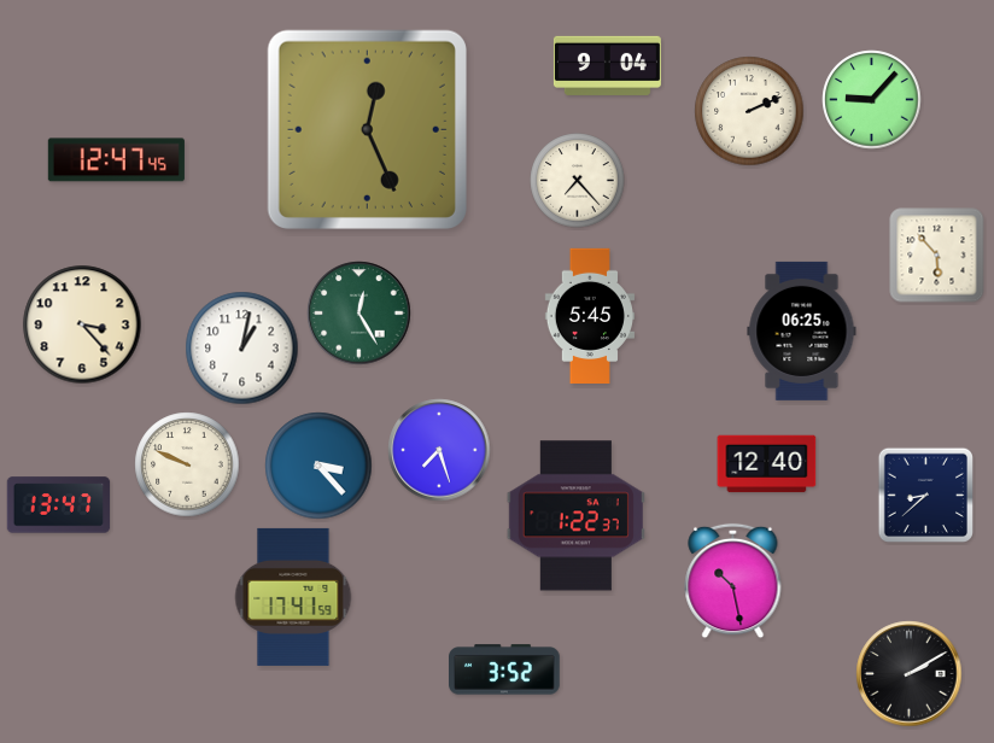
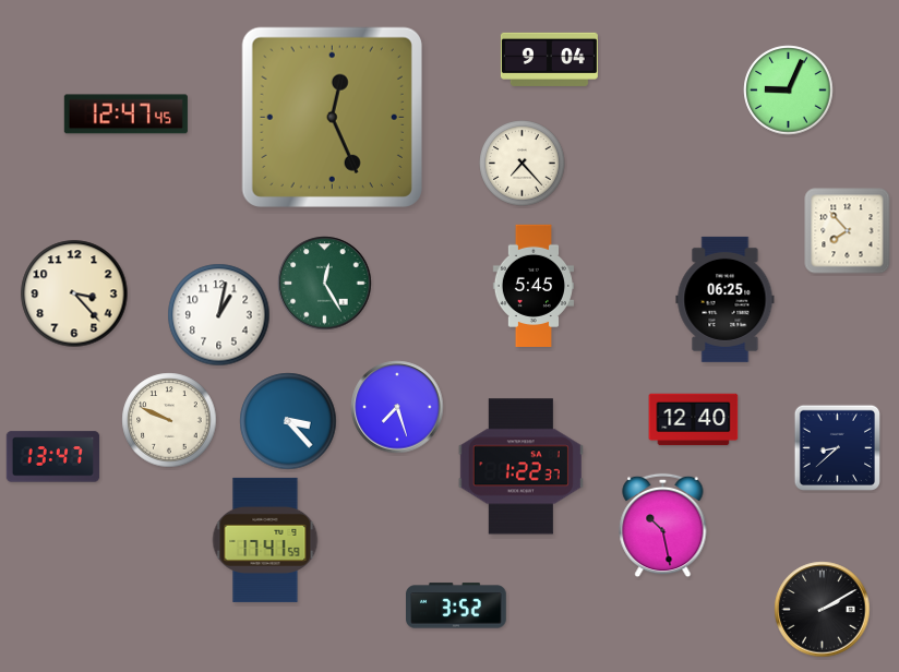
clock at (872, 100): 9:07 -> 9:04
clock at (749, 111): 2:11 -> none
clock at (116, 160) position: (116, 160) -> (125, 115)
clock at (937, 256): 5:53 -> 7:53
